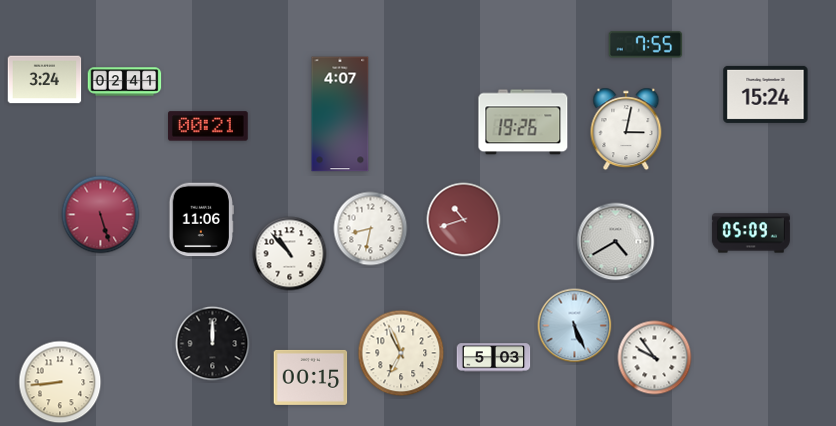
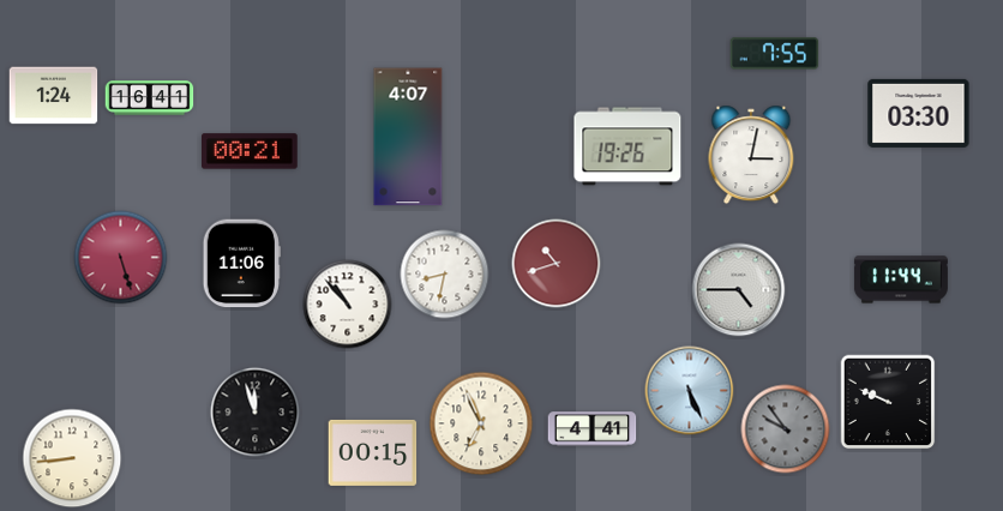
clock at (45, 80): 3:24 -> 1:24
clock at (125, 82): 02:41 -> 16:41
clock at (766, 94): 15:24 -> 03:30
clock at (751, 233): 05:09 -> 11:44
clock at (616, 242): 4:40 -> 4:45
clock at (888, 402): none -> 9:49
clock at (213, 344): 12:00 -> 11:57
clock at (494, 358): 5:03 -> 4:41
clock at (655, 358) dial: white -> grey
